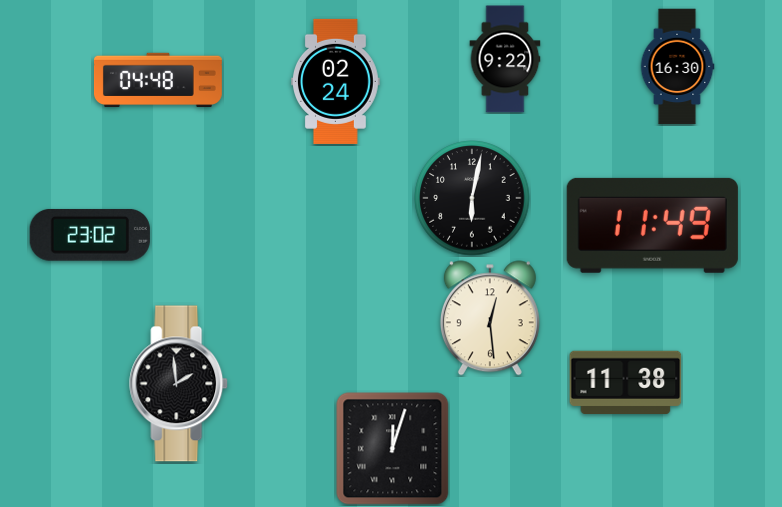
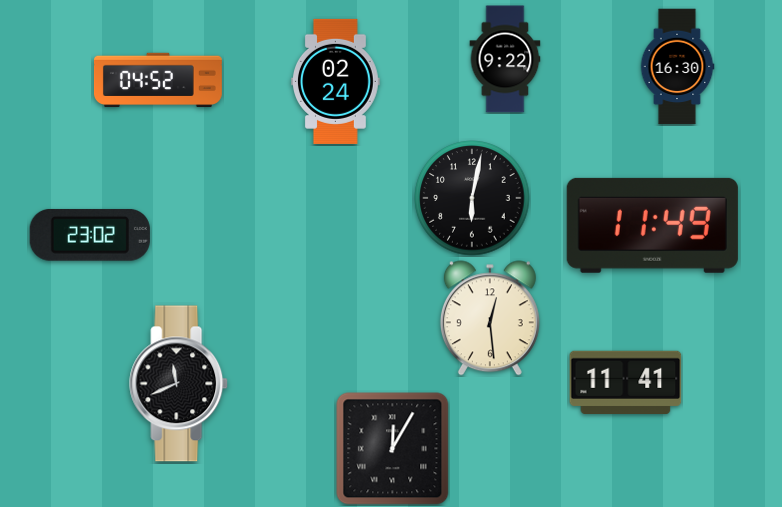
clock at (158, 80): 04:48 -> 04:52
clock at (626, 382): 11:38 -> 11:41
clock at (179, 384): 1:59 -> 11:41
clock at (393, 449): 12:03 -> 12:05
